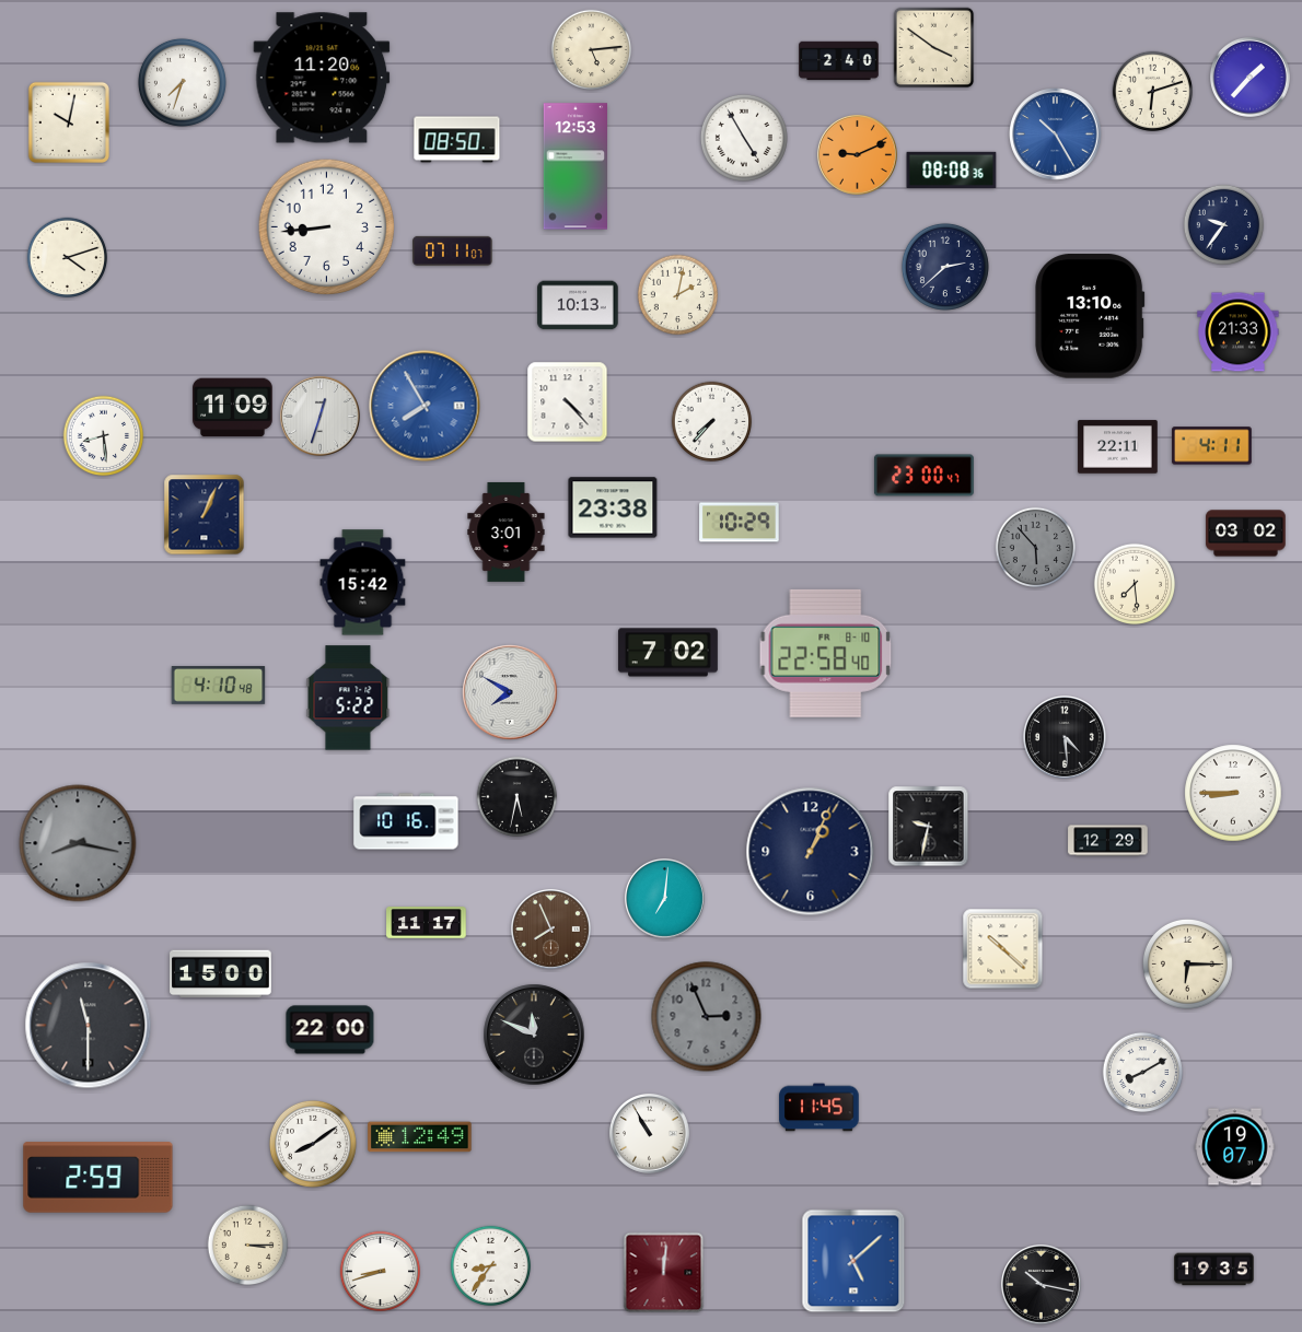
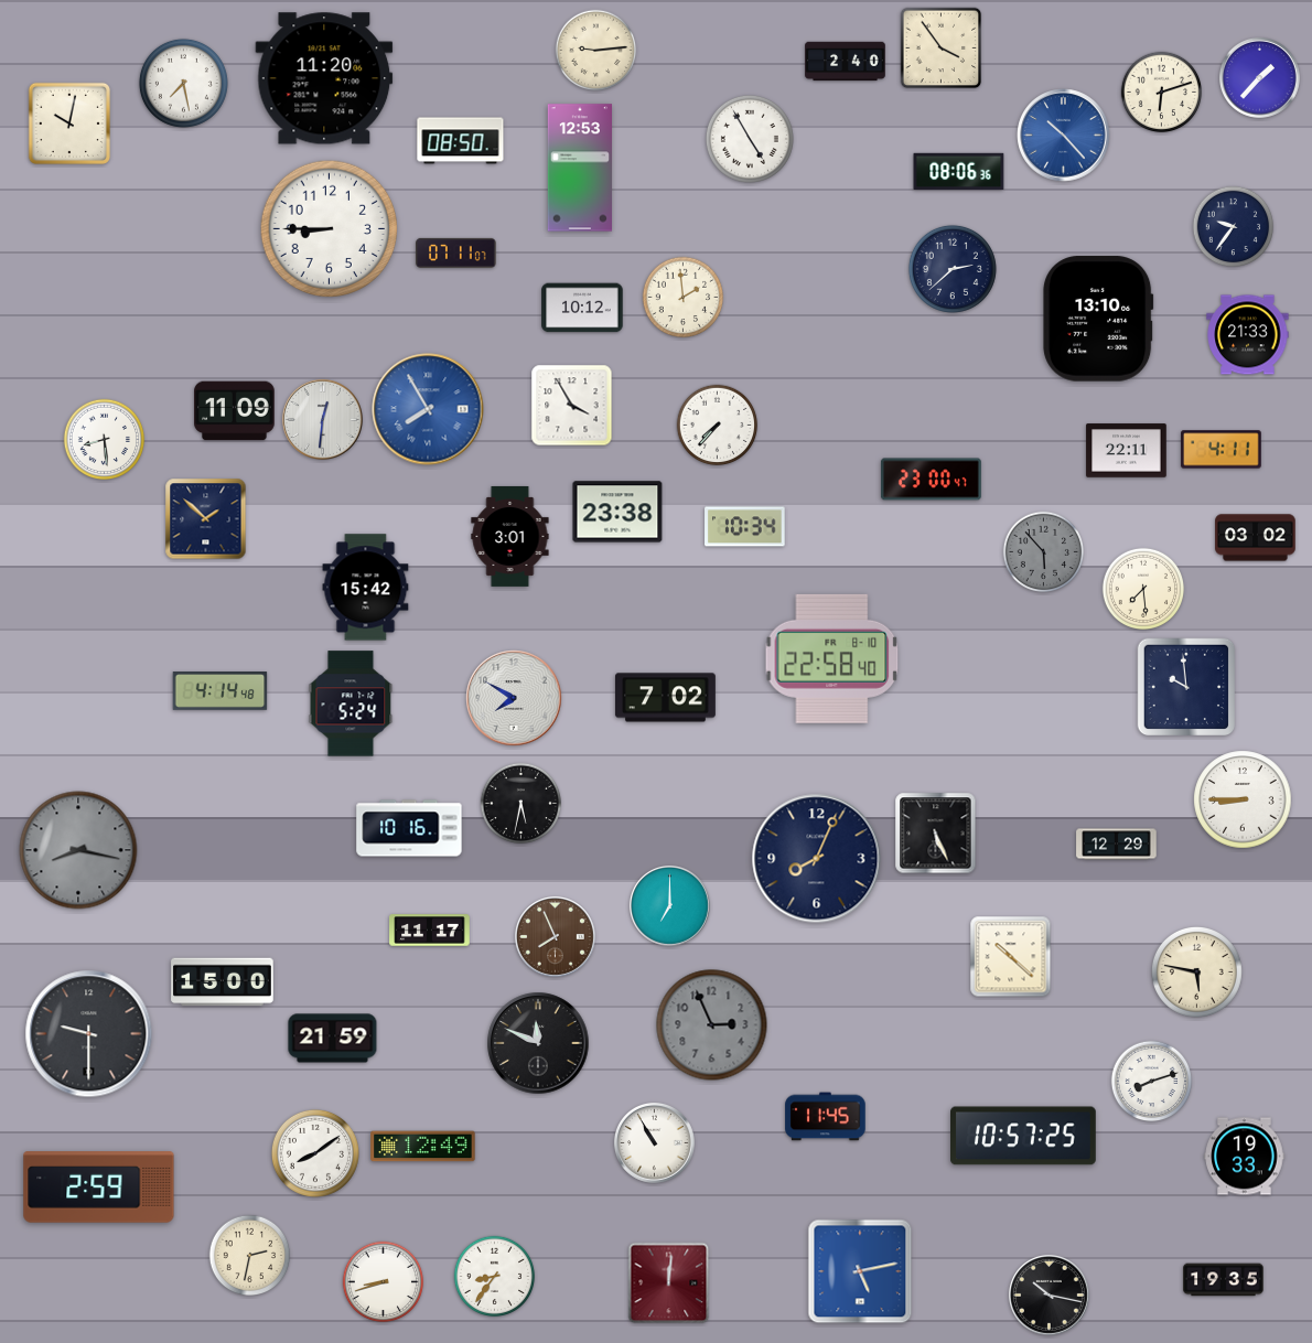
clock at (934, 48): 3:51 -> 3:54
clock at (592, 50): 5:14 -> 9:14
clock at (182, 82): 7:33 -> 7:28
clock at (1056, 135): 10:25 -> 10:23
clock at (858, 155): 9:11 -> none
clock at (952, 170): 08:08 -> 08:06
clock at (326, 226): 8:44 -> 8:45
clock at (68, 258): 4:12 -> none
clock at (678, 295): 2:02 -> 1:59
clock at (578, 305): 10:13 -> 10:12
clock at (568, 402): 4:23 -> 3:55
clock at (321, 417): 12:33 -> 12:31
clock at (205, 515): 1:04 -> 1:52
clock at (740, 523): 10:29 -> 10:34
clock at (667, 653) position: (667, 653) -> (665, 698)
clock at (1186, 686): none -> 9:59
clock at (219, 686): 4:10 -> 4:14
clock at (348, 698): 5:22 -> 5:24
clock at (1066, 738): 4:29 -> none
clock at (929, 827): 9:32 -> 5:26
clock at (1108, 841) position: (1108, 841) -> (1117, 845)
clock at (811, 852): 1:04 -> 8:04
clock at (665, 899): 7:01 -> 7:00
clock at (1187, 963): 6:15 -> 5:47
clock at (89, 1026): 11:30 -> 9:30
clock at (330, 1030): 22:00 -> 21:59
clock at (1143, 1073): 8:10 -> 8:12
clock at (1024, 1136): none -> 10:57
clock at (1235, 1147): 19:07 -> 19:33
clock at (248, 1246): 3:15 -> 2:32
clock at (853, 1261): 5:08 -> 5:13
